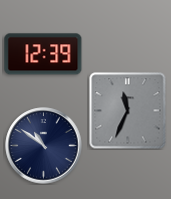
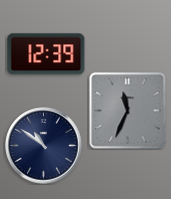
clock at (43, 54) position: (43, 54) -> (46, 54)
